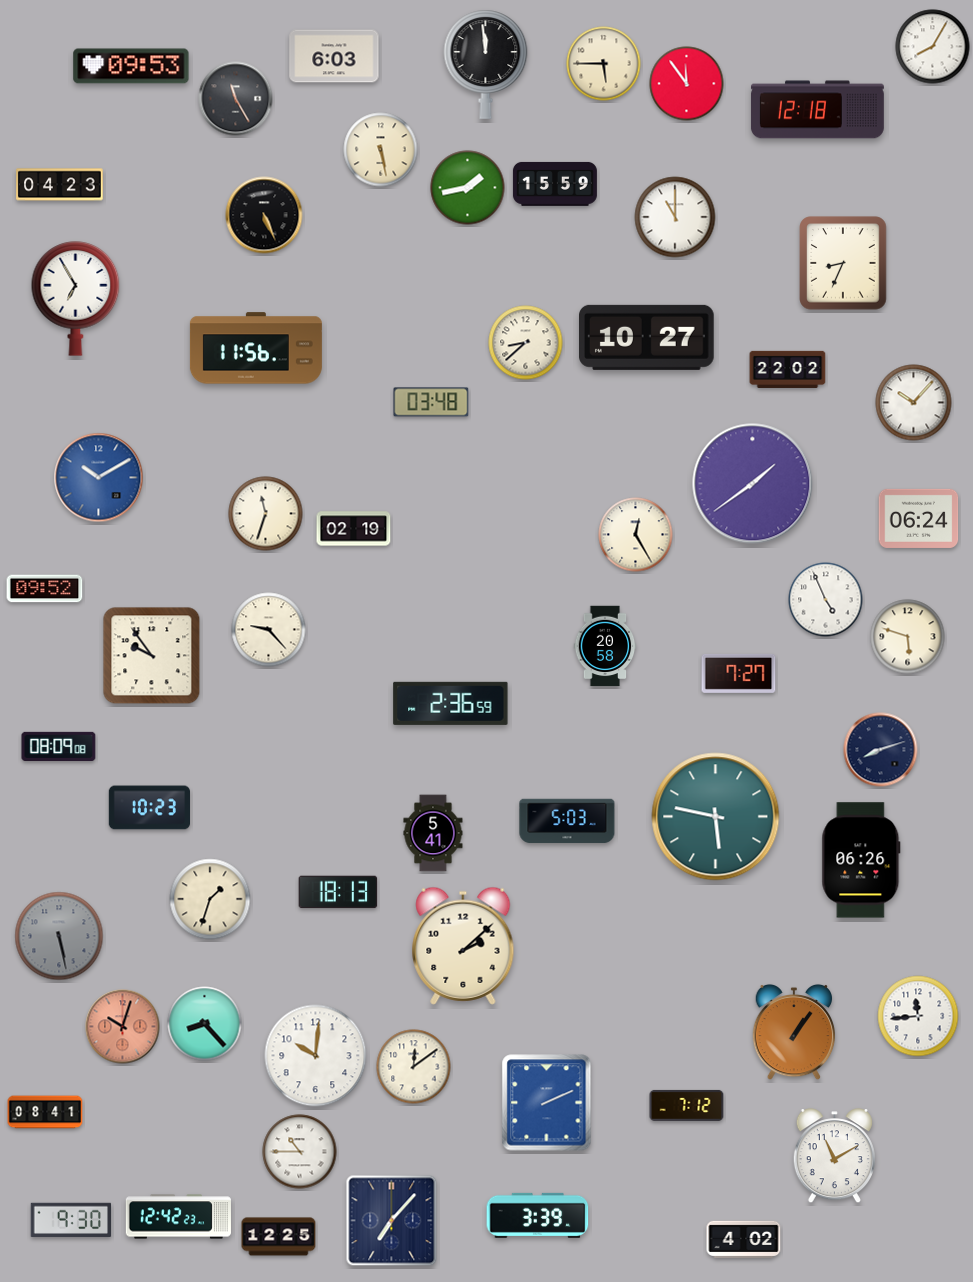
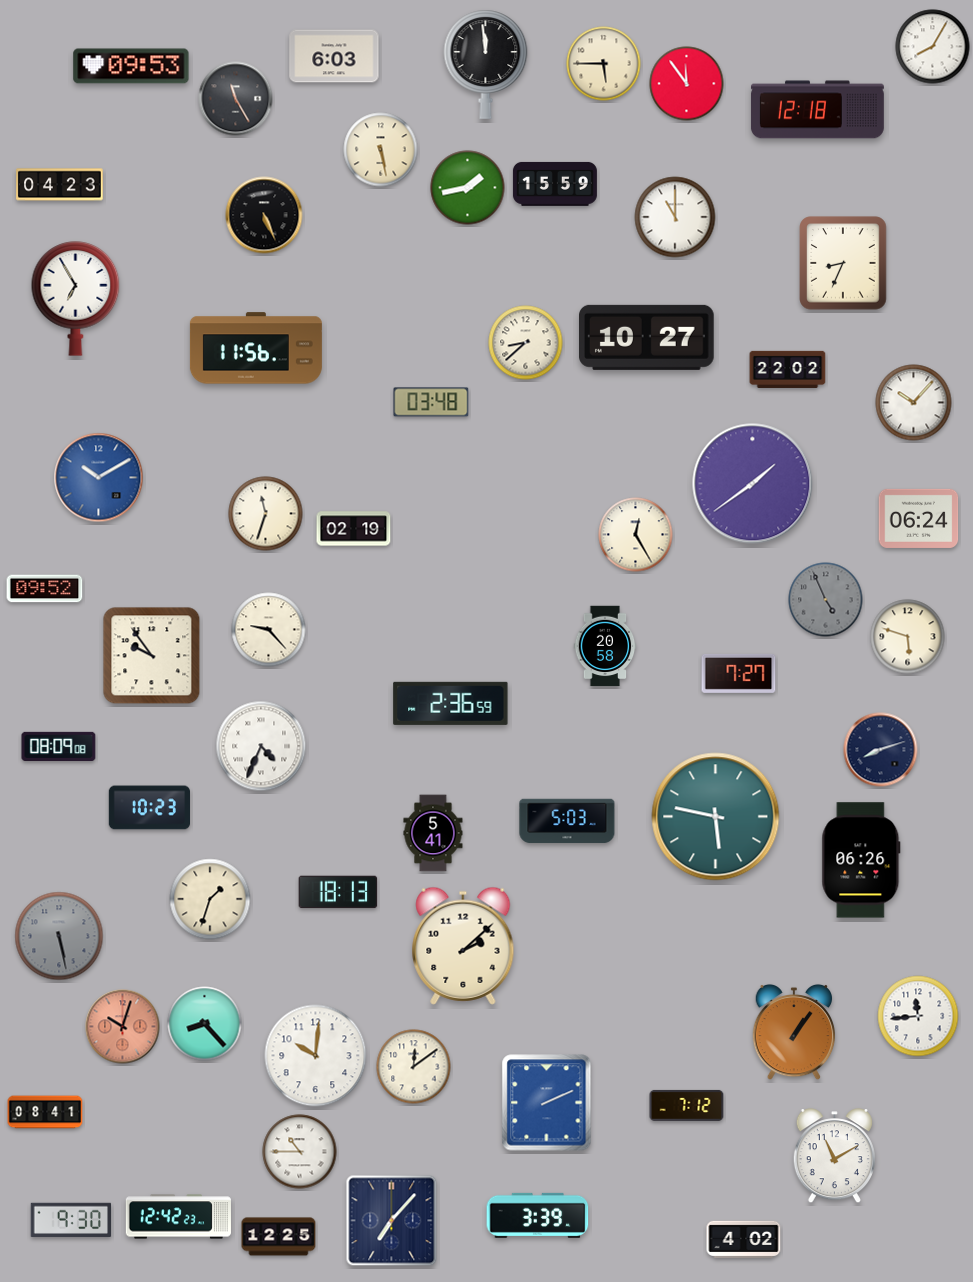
clock at (826, 600) dial: white -> grey
clock at (261, 746): none -> 4:34
